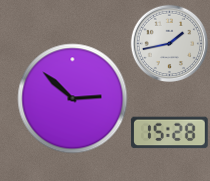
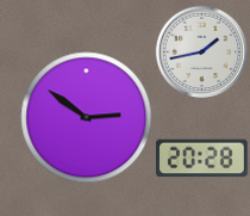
clock at (73, 99): 2:52 -> 2:51
clock at (170, 133): 15:28 -> 20:28
